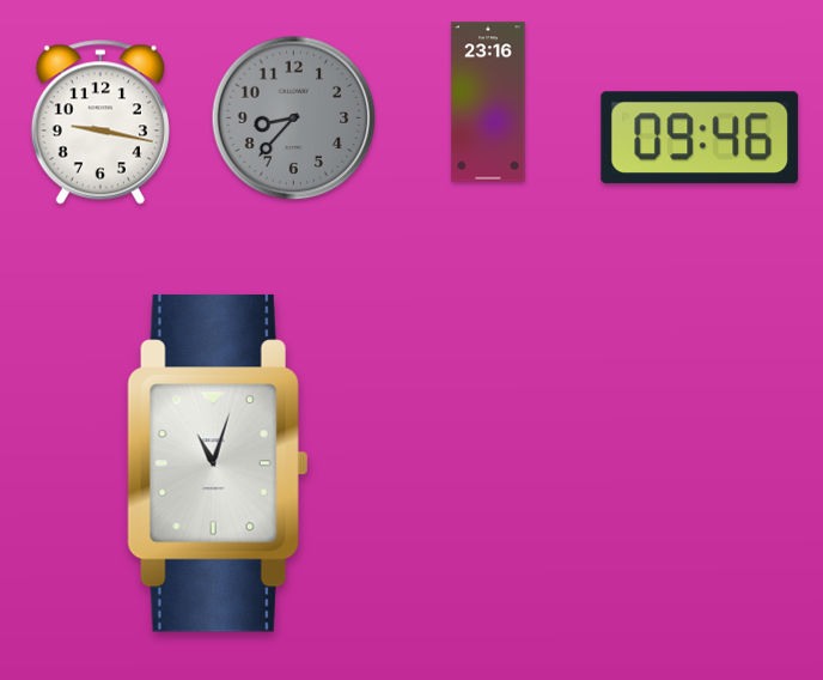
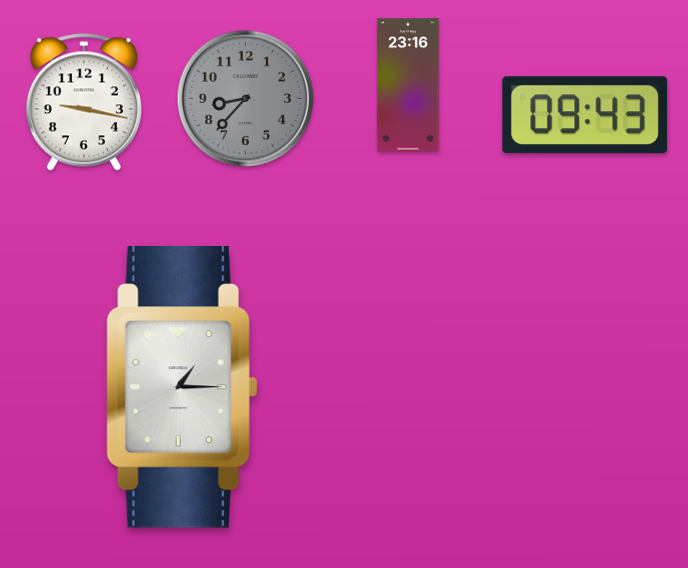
clock at (700, 138): 09:46 -> 09:43
clock at (218, 463): 11:03 -> 1:15
